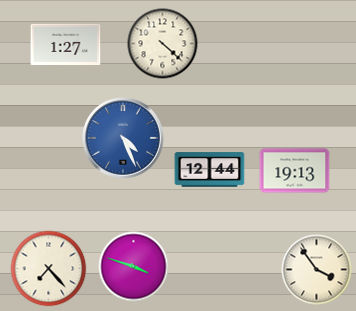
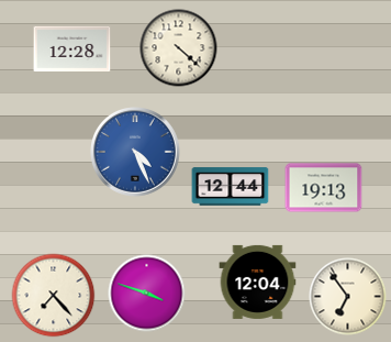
clock at (66, 44): 1:27 -> 12:28
clock at (258, 282): none -> 12:04
clock at (317, 270): 3:54 -> 6:54
